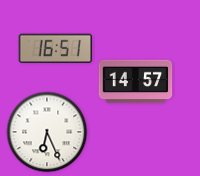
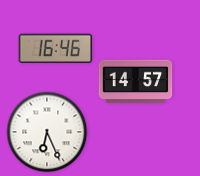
clock at (56, 49): 16:51 -> 16:46
